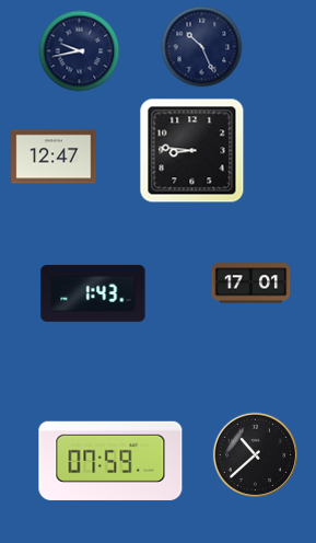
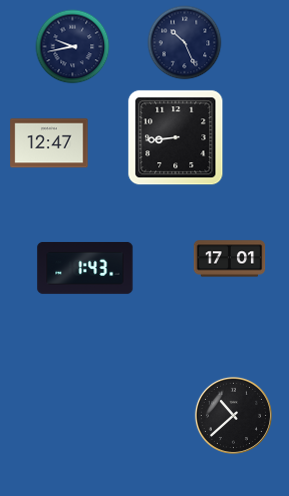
clock at (192, 151): 8:46 -> 8:44
clock at (110, 461): 07:59 -> none
